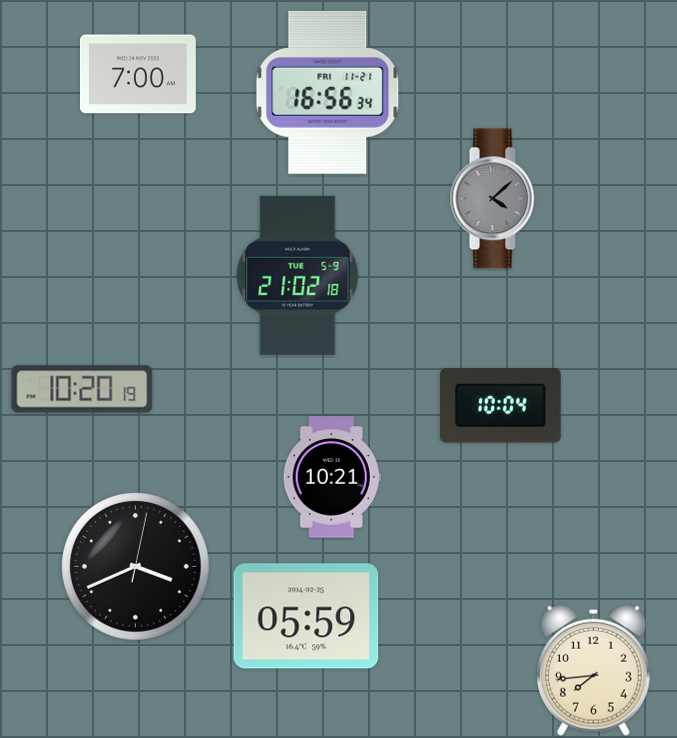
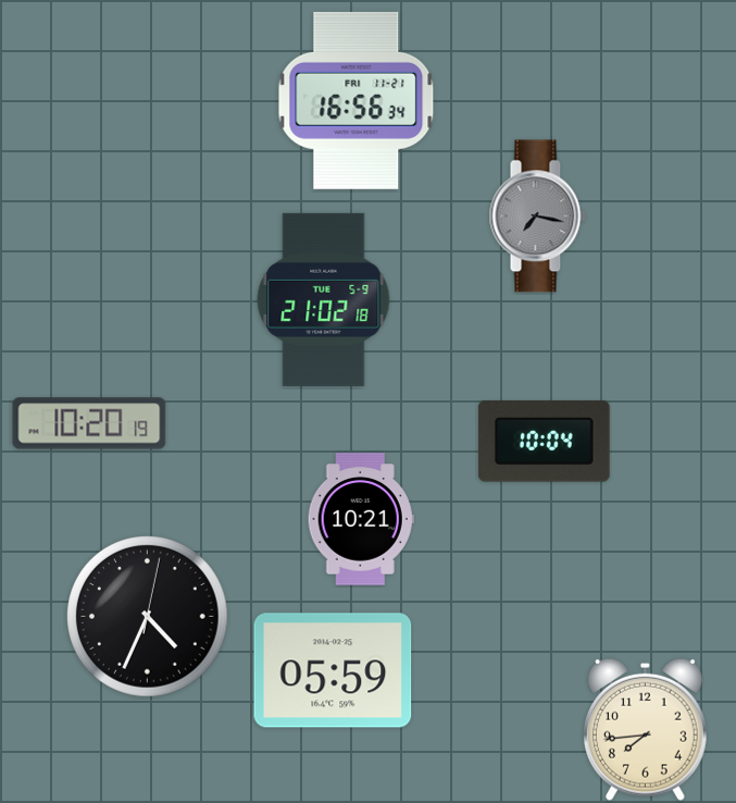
clock at (138, 74): 7:00 -> none
clock at (494, 199): 4:08 -> 7:17
clock at (136, 567): 3:41 -> 4:34
